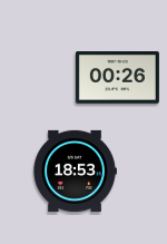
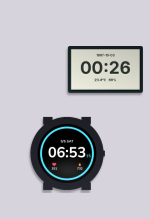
clock at (75, 170): 18:53 -> 06:53
